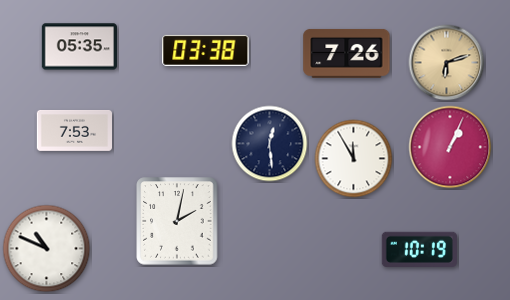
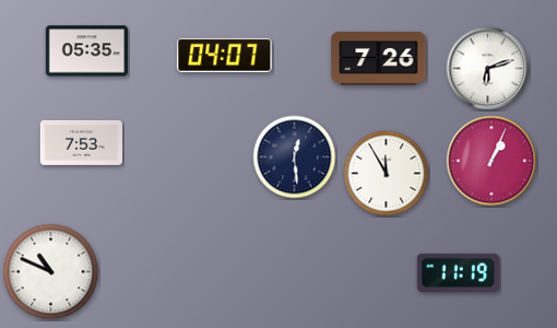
clock at (206, 50): 03:38 -> 04:07
clock at (447, 63) dial: champagne -> white
clock at (177, 221): 2:02 -> none
clock at (419, 249): 10:19 -> 11:19
